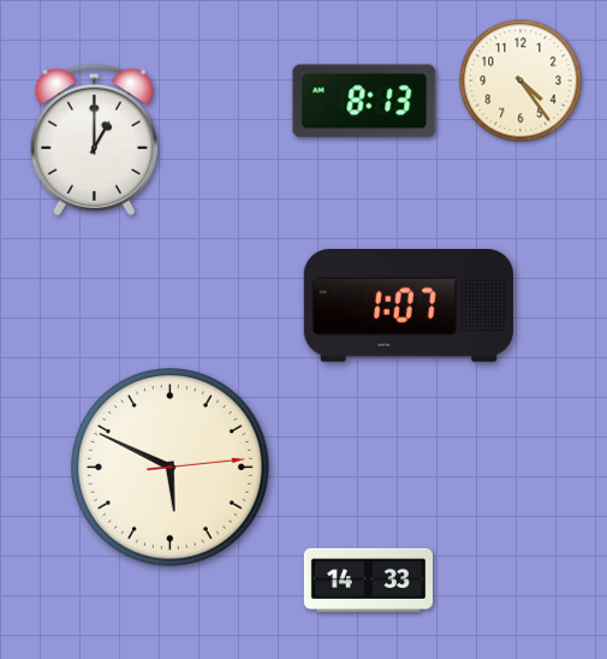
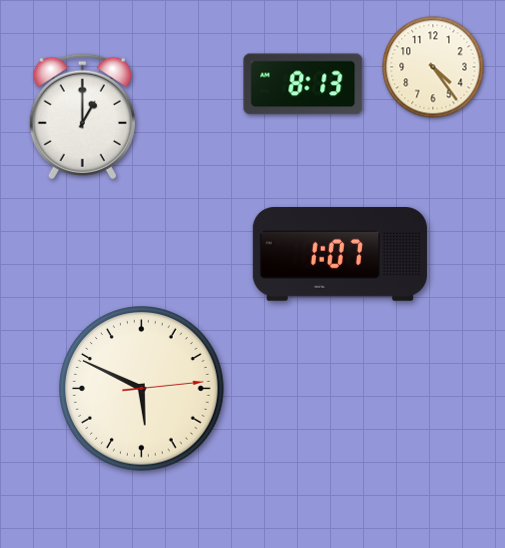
clock at (94, 141) position: (94, 141) -> (82, 117)
clock at (368, 580): 14:33 -> none
